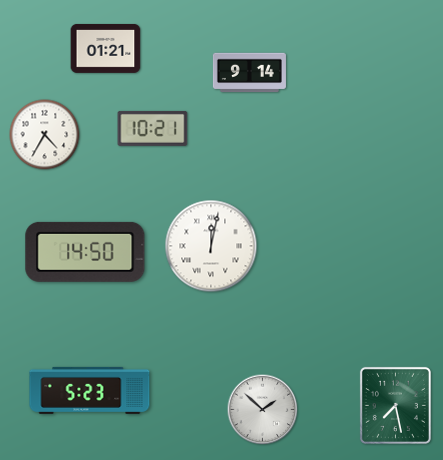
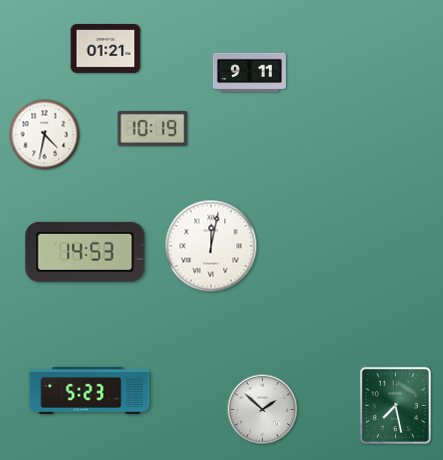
clock at (249, 73): 9:14 -> 9:11
clock at (153, 128): 10:21 -> 10:19
clock at (45, 135): 4:35 -> 4:32
clock at (85, 252): 14:50 -> 14:53
